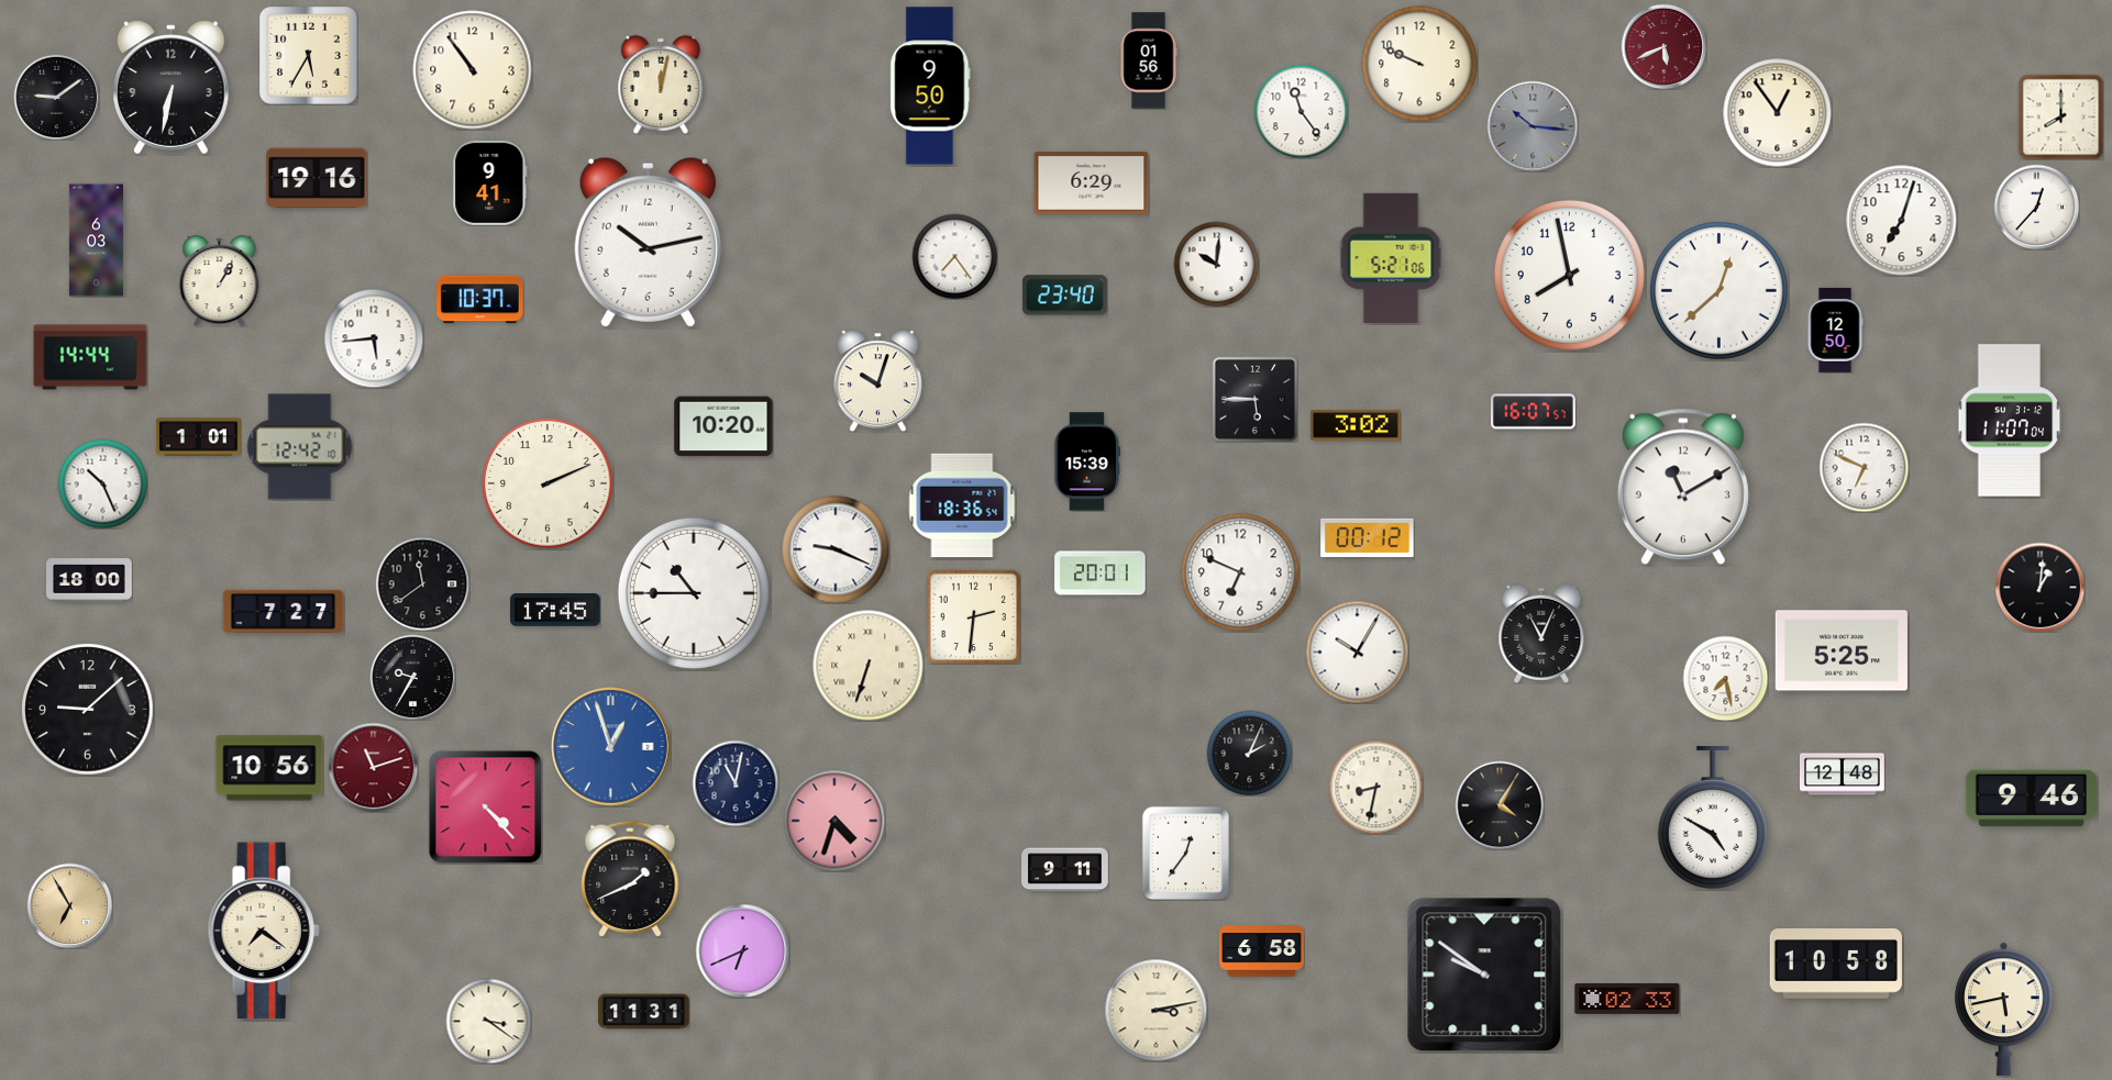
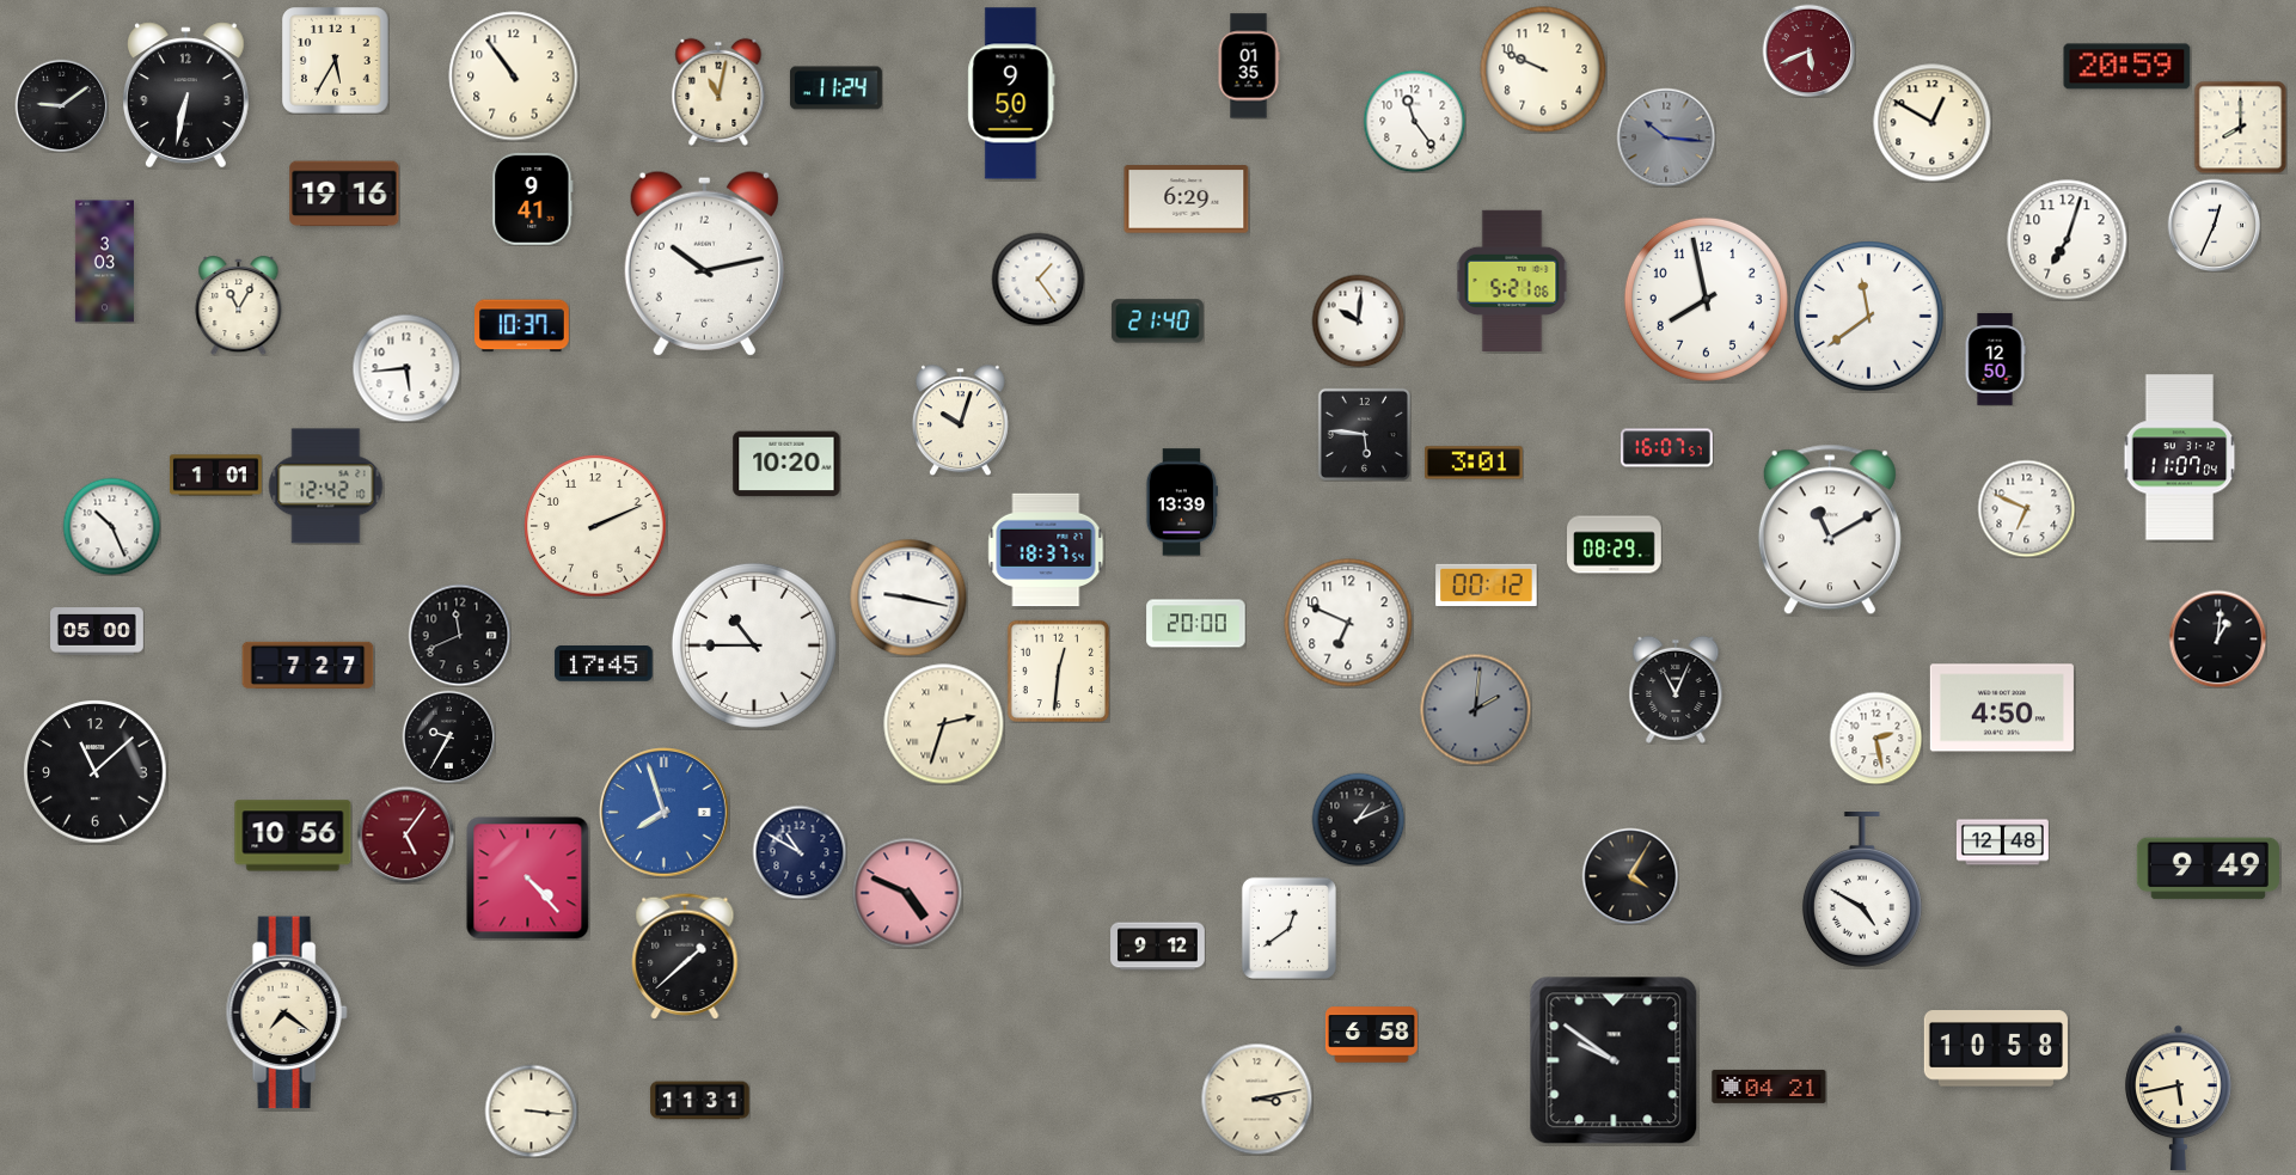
clock at (1149, 60): 01:56 -> 01:35
clock at (2127, 67): none -> 20:59
clock at (835, 88): none -> 11:24
clock at (661, 85): 12:02 -> 11:02
clock at (1778, 113): 12:54 -> 12:50
clock at (2036, 207): 12:37 -> 12:34
clock at (96, 241): 6:03 -> 3:03
clock at (954, 256): 7:24 -> 1:24
clock at (1216, 264) position: (1216, 264) -> (1358, 320)
clock at (220, 281): 1:05 -> 11:05
clock at (1720, 291): 12:38 -> 11:39
clock at (1064, 296): 23:40 -> 21:40
clock at (90, 357): 14:44 -> none
clock at (877, 380) position: (877, 380) -> (960, 420)
clock at (1254, 399): 5:45 -> 5:46
clock at (2010, 421) position: (2010, 421) -> (2180, 458)
clock at (1356, 425): 3:02 -> 3:01
clock at (1086, 461): 15:39 -> 13:39
clock at (1615, 545): none -> 08:29
clock at (962, 505): 18:36 -> 18:37
clock at (836, 549): 9:19 -> 9:17
clock at (1101, 574): 20:01 -> 20:00
clock at (90, 580): 18:00 -> 05:00
clock at (422, 583): 11:39 -> 11:41
clock at (973, 616): 2:31 -> 12:31
clock at (1842, 650): 5:25 -> 4:50
clock at (1357, 652): 10:05 -> 2:01
clock at (1357, 652) dial: white -> grey
clock at (869, 666): 6:33 -> 2:33
clock at (1725, 678): 7:28 -> 2:28
clock at (88, 710): 9:08 -> 11:08
clock at (611, 747): 12:57 -> 7:57
clock at (1249, 753): 2:04 -> 1:11
clock at (373, 767): 11:12 -> 5:06
clock at (736, 783): 11:02 -> 10:50
clock at (1375, 787): 8:32 -> none
clock at (2031, 799): 9:46 -> 9:49
clock at (834, 821): 4:33 -> 4:49
clock at (1185, 853): 12:36 -> 12:39
clock at (1065, 870): 9:11 -> 9:12
clock at (630, 879): 1:41 -> 1:38
clock at (69, 905): 6:55 -> none
clock at (742, 950): 6:41 -> none
clock at (1627, 999): 02:33 -> 04:21
clock at (488, 1021): 3:21 -> 3:16
